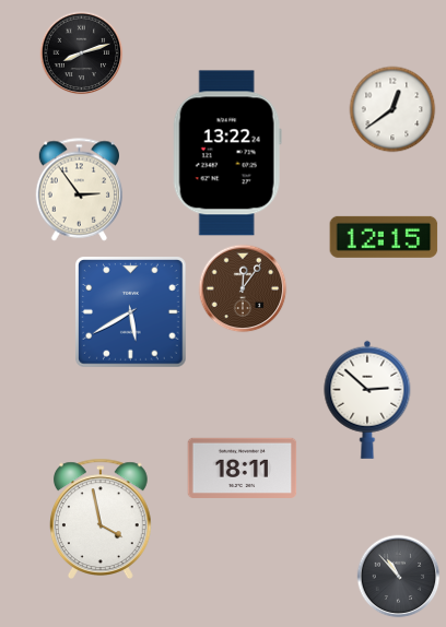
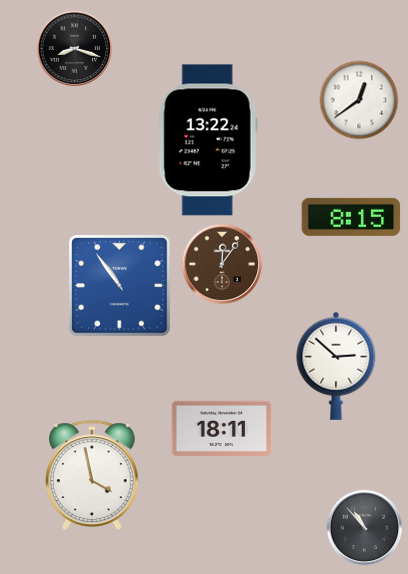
clock at (82, 54): 8:12 -> 8:18
clock at (79, 190): 2:54 -> none
clock at (384, 237): 12:15 -> 8:15
clock at (131, 312): 5:40 -> 10:54
